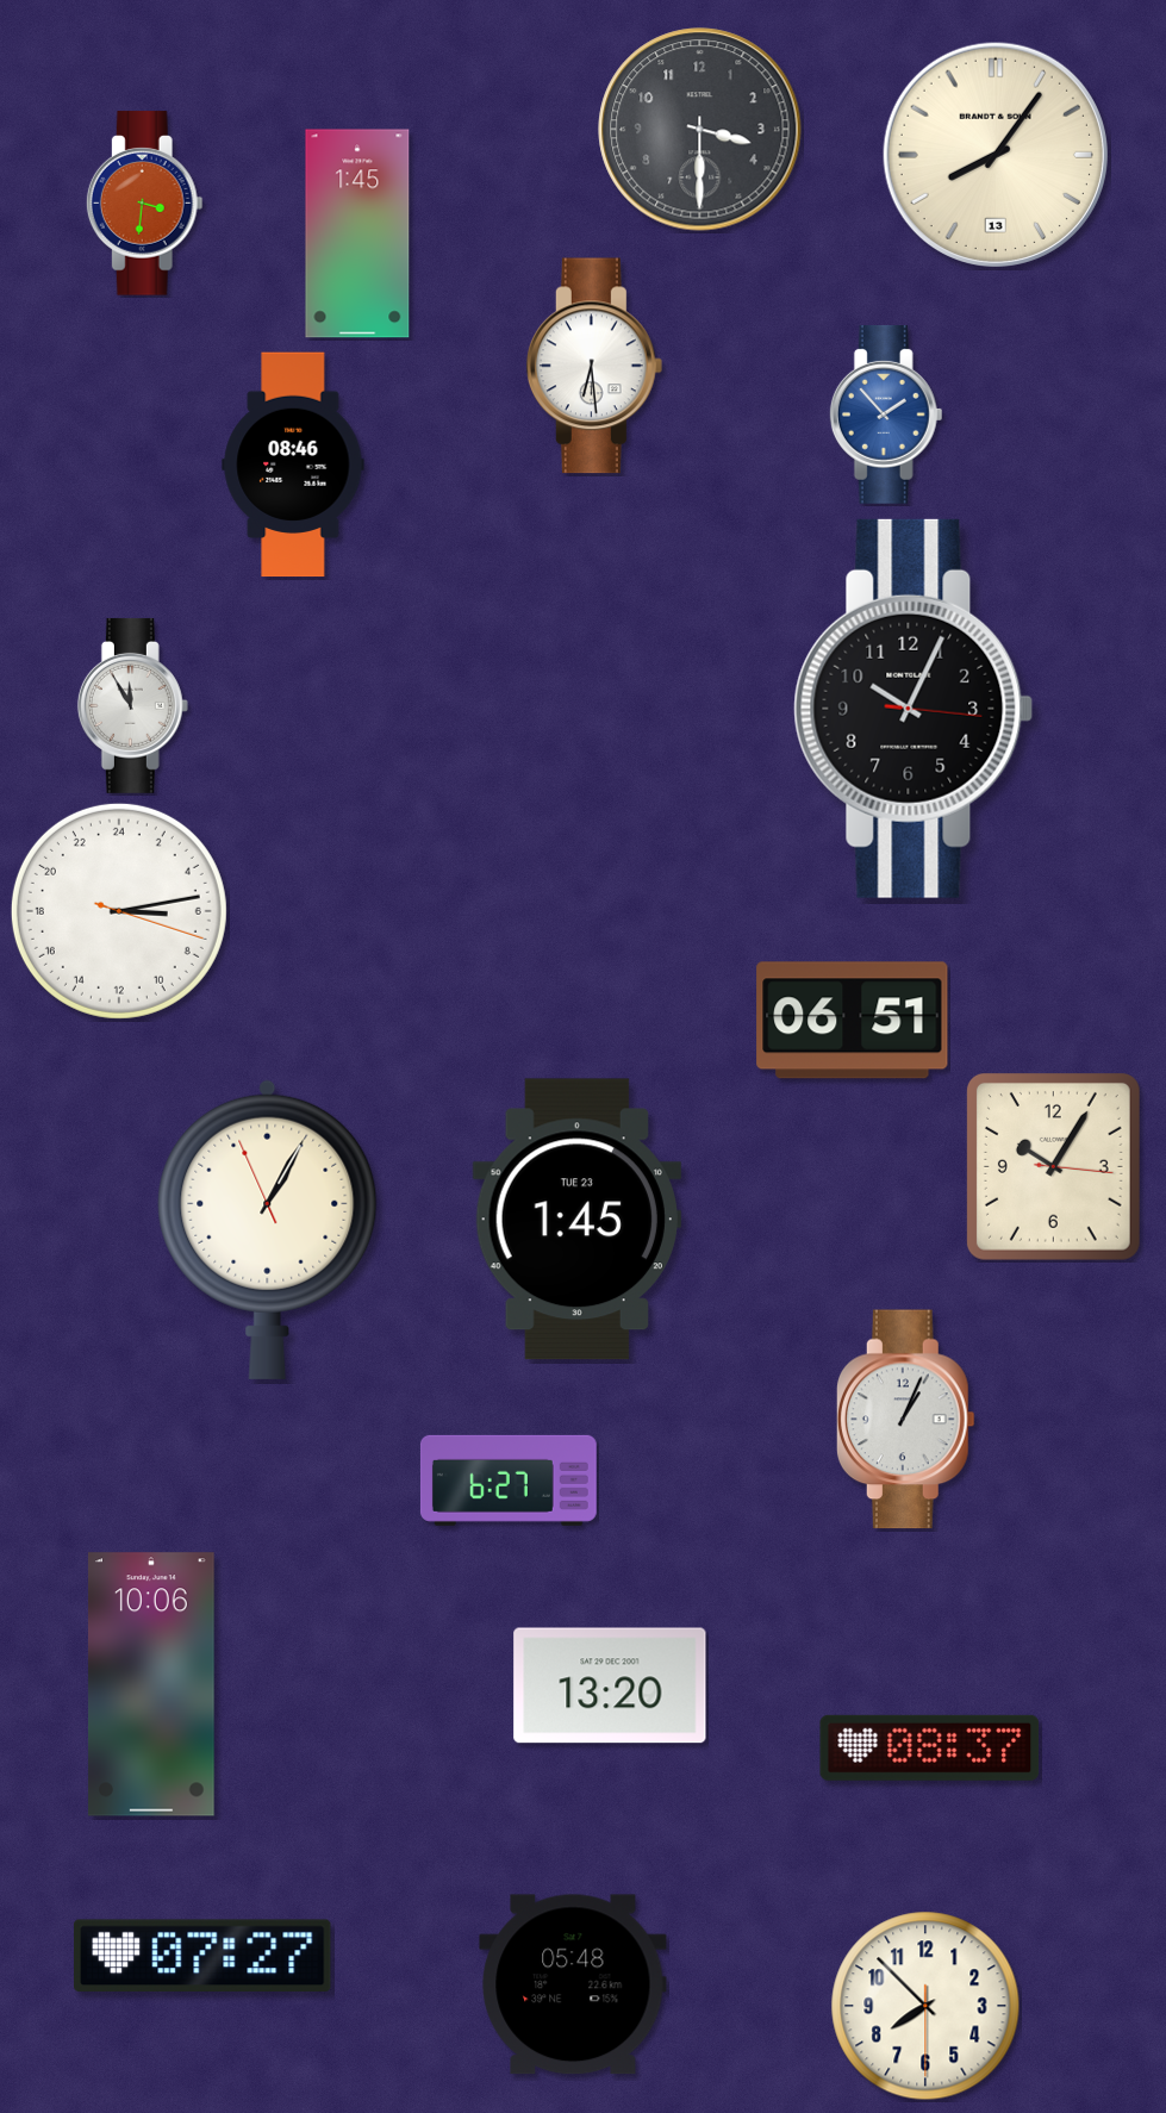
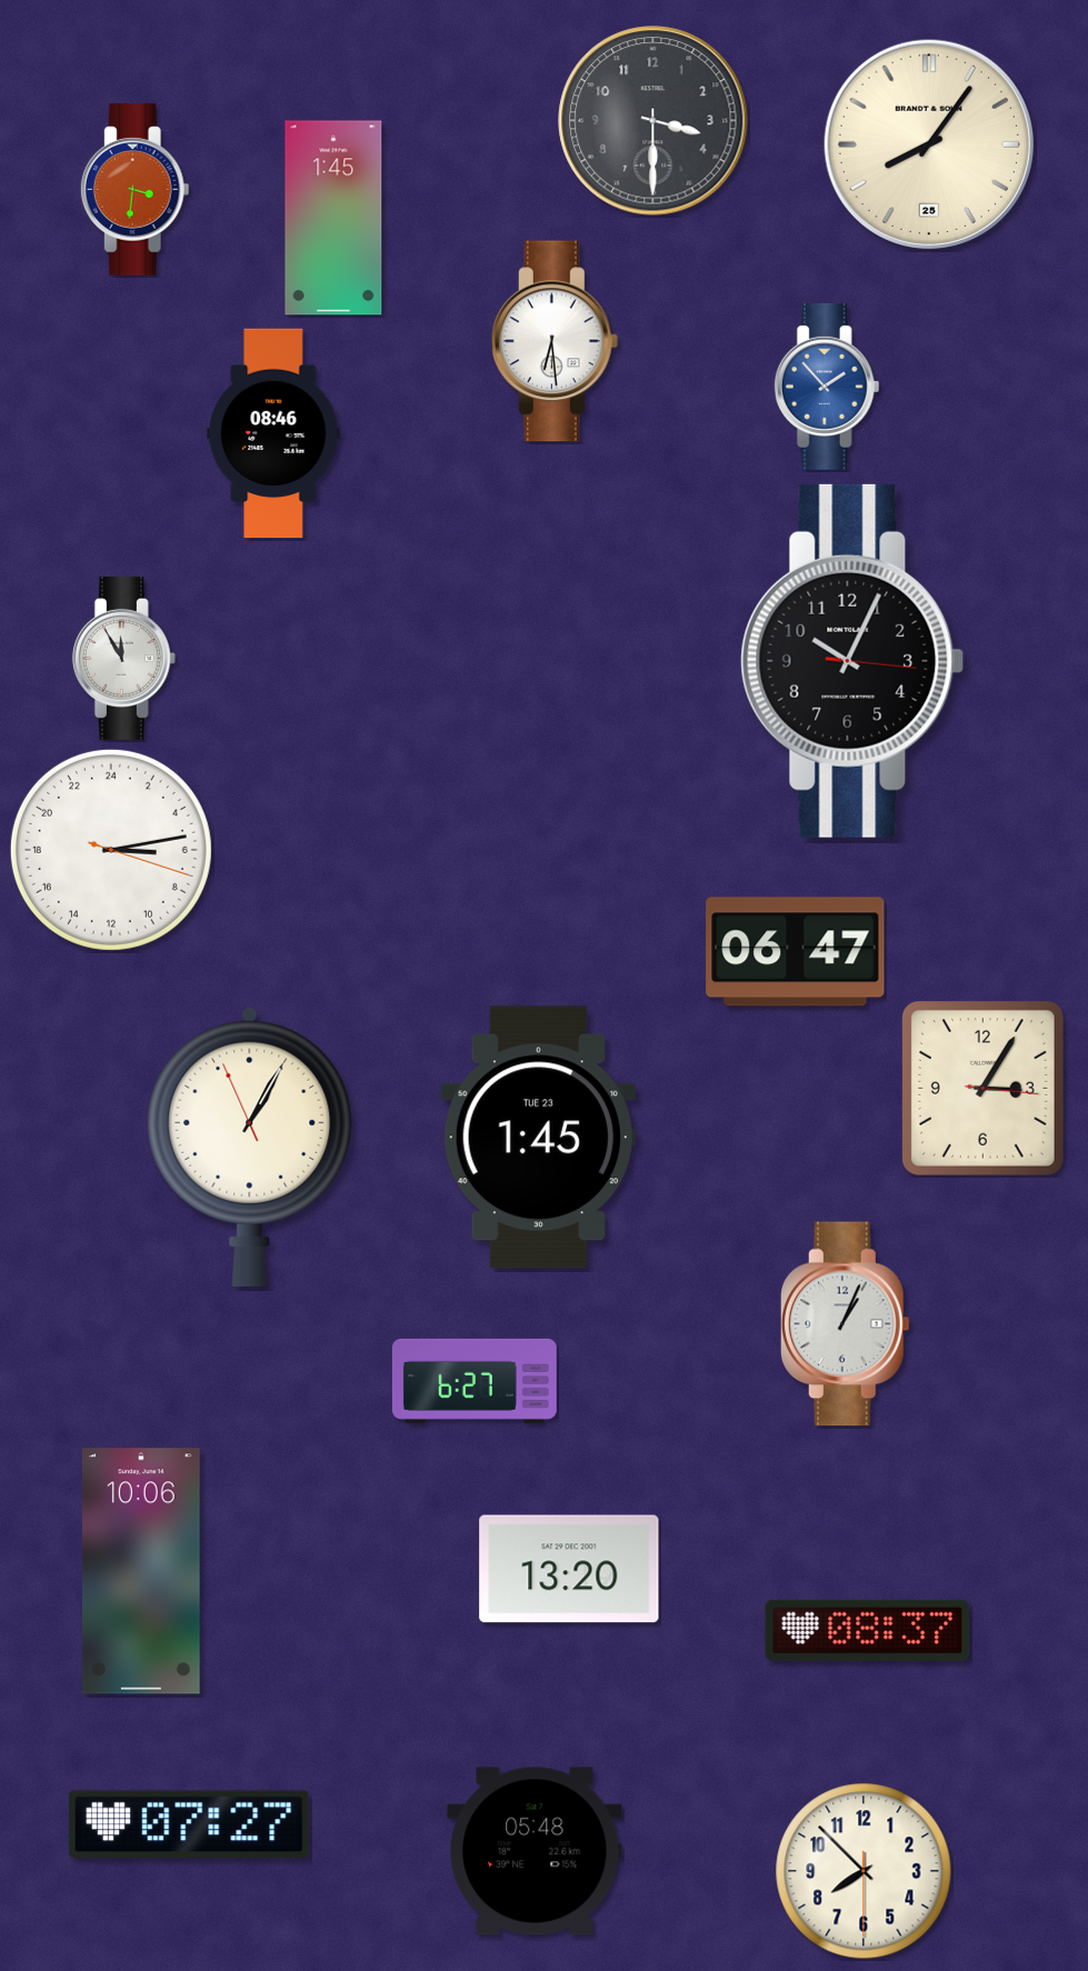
clock at (996, 155) date: 13 -> 25
clock at (853, 1021): 06:51 -> 06:47
clock at (1053, 1166): 10:05 -> 3:05
clock at (610, 1685) position: (610, 1685) -> (569, 1569)
